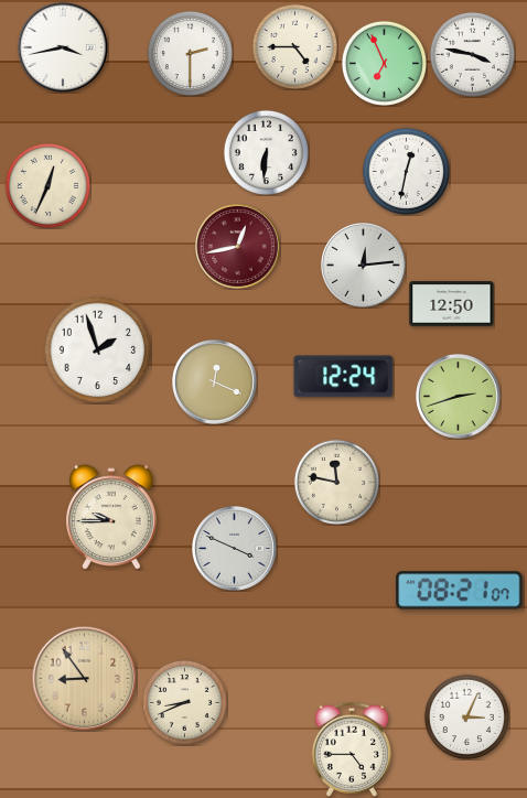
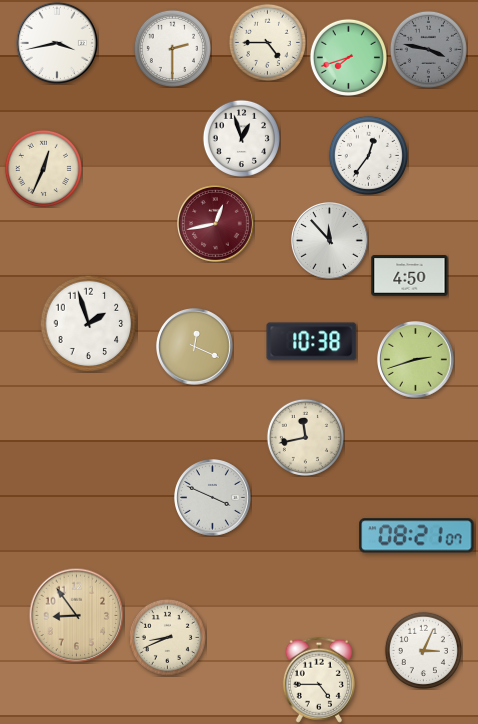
clock at (472, 54) dial: white -> grey
clock at (384, 63): 6:56 -> 7:42
clock at (266, 152): 6:31 -> 12:57
clock at (406, 171): 12:32 -> 12:36
clock at (364, 266): 12:14 -> 11:53
clock at (452, 304): 12:50 -> 4:50
clock at (97, 349) position: (97, 349) -> (88, 323)
clock at (344, 377): 12:24 -> 10:38
clock at (336, 482): 11:47 -> 11:43
clock at (111, 517): 9:45 -> none
